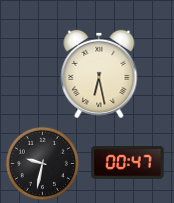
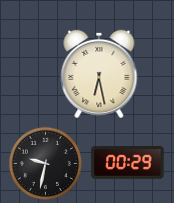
clock at (42, 163) position: (42, 163) -> (45, 163)
clock at (128, 163): 00:47 -> 00:29
